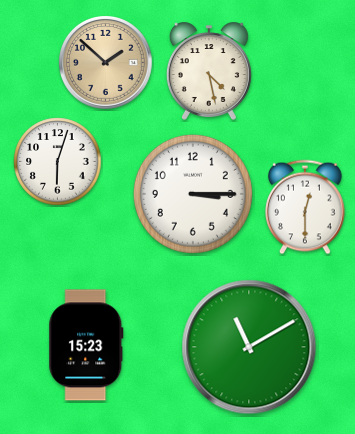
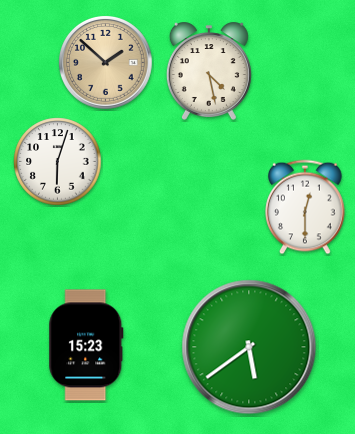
clock at (193, 194): 3:15 -> none
clock at (249, 347): 11:10 -> 5:39
